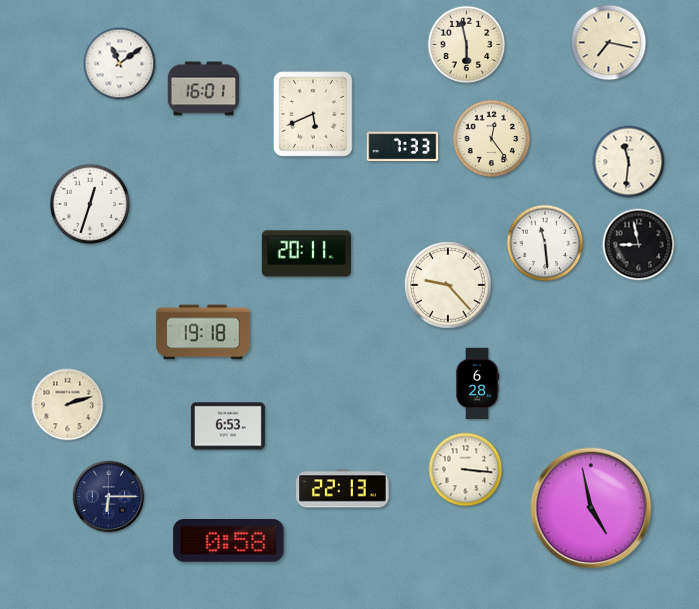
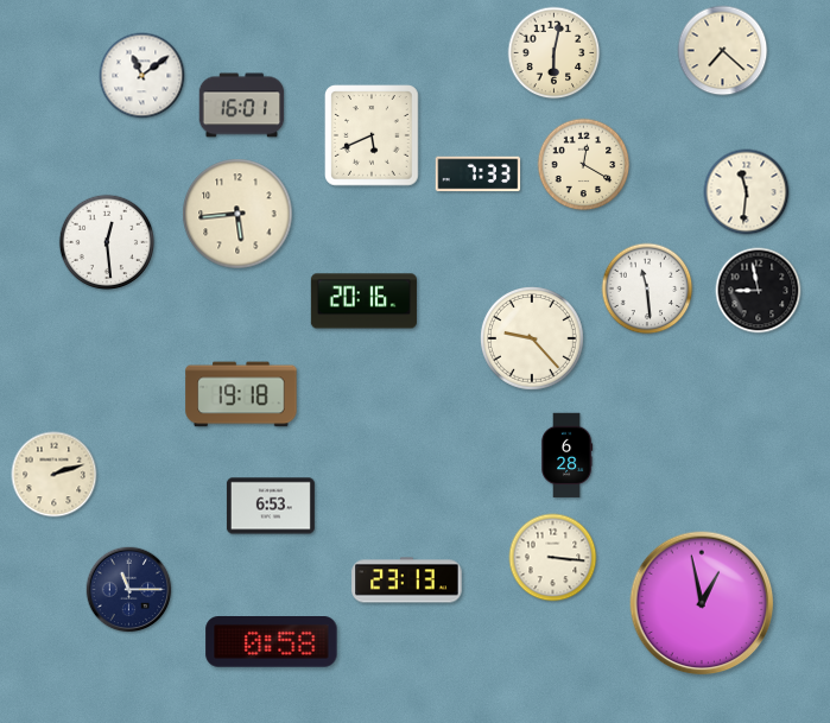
clock at (609, 43): 7:17 -> 7:22
clock at (467, 45): 5:58 -> 6:02
clock at (492, 139): 12:24 -> 12:20
clock at (237, 214): none -> 5:44
clock at (90, 204): 12:33 -> 12:29
clock at (306, 254): 20:11 -> 20:16
clock at (68, 405) position: (68, 405) -> (55, 475)
clock at (343, 489): 22:13 -> 23:13
clock at (109, 497): 6:15 -> 11:15
clock at (591, 508): 4:58 -> 12:58
